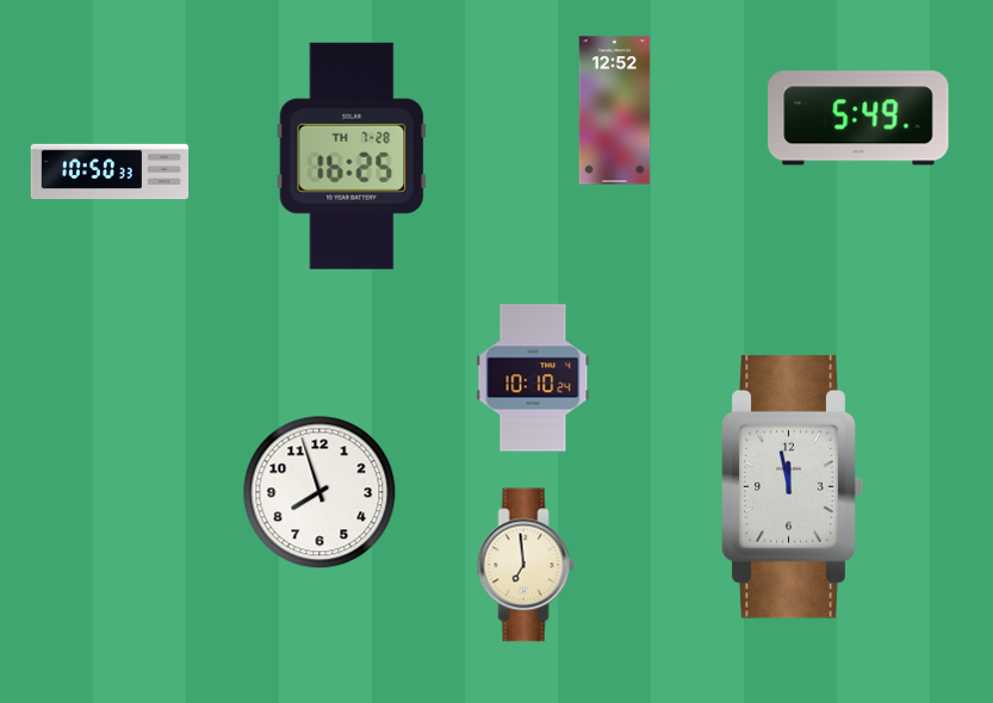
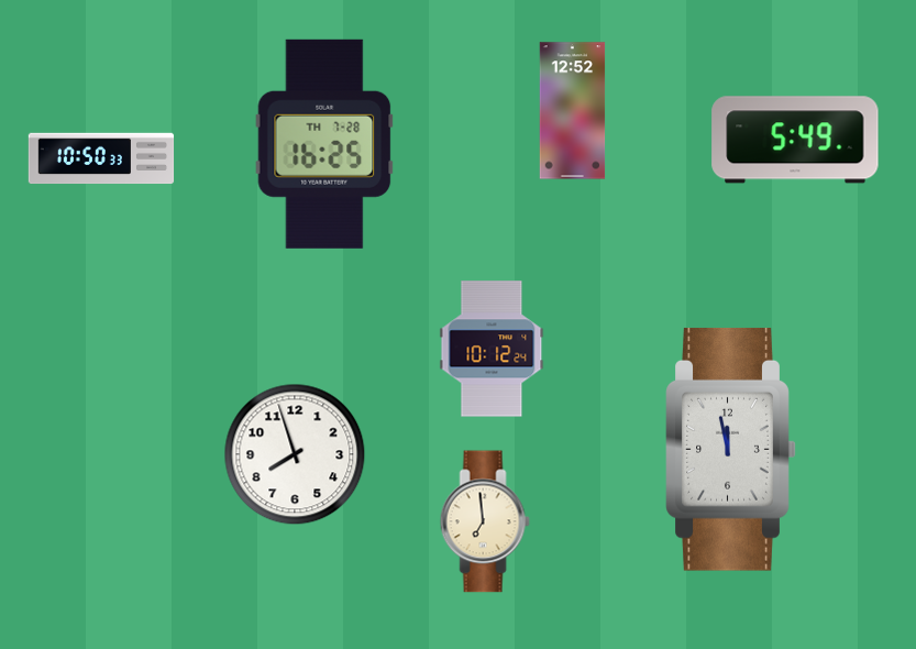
clock at (615, 111) position: (615, 111) -> (573, 111)
clock at (858, 118) position: (858, 118) -> (795, 140)
clock at (533, 378): 10:10 -> 10:12
